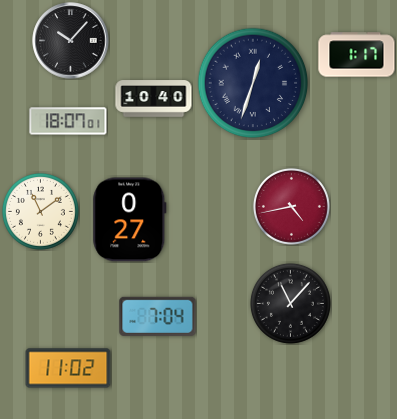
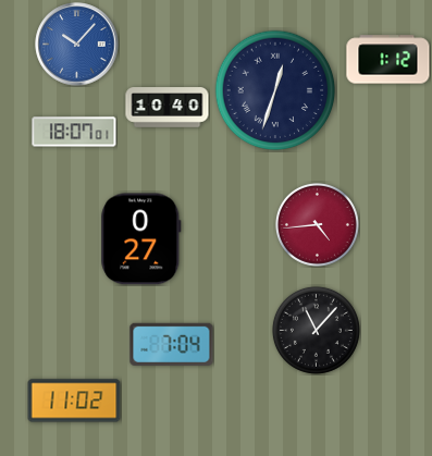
clock at (71, 41) dial: black -> blue
clock at (357, 55): 1:17 -> 1:12
clock at (291, 206): 4:43 -> 4:44
clock at (40, 211): 11:09 -> none
